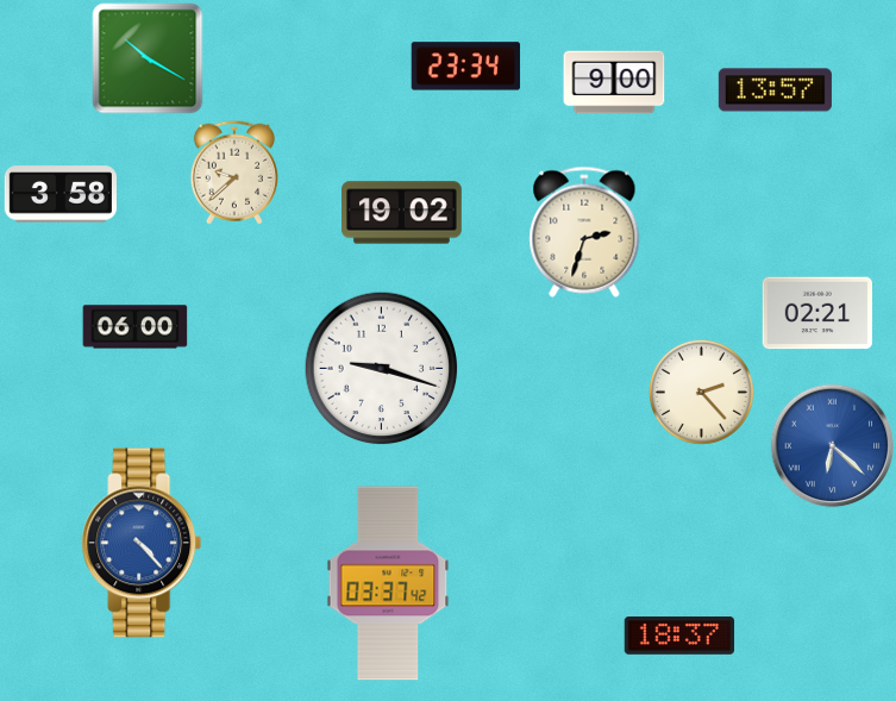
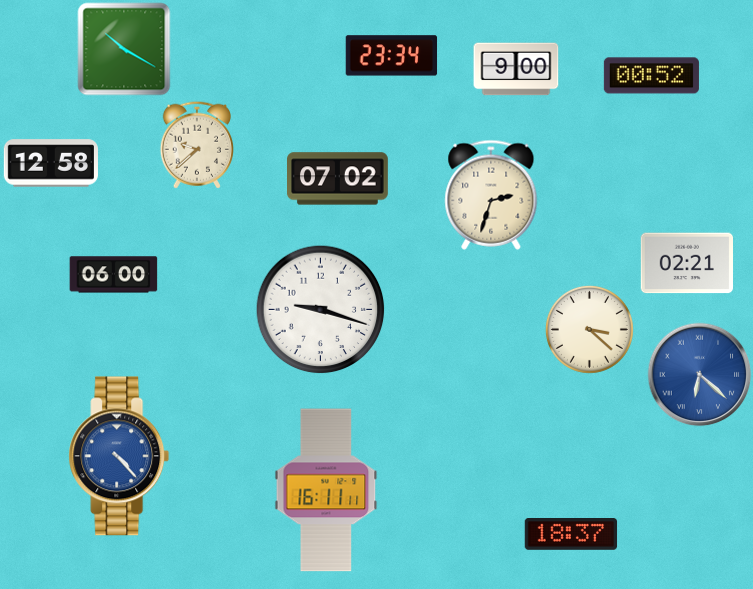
clock at (775, 90): 13:57 -> 00:52
clock at (61, 194): 3:58 -> 12:58
clock at (402, 213): 19:02 -> 07:02
clock at (701, 392): 2:23 -> 3:22
clock at (388, 583): 03:37 -> 16:11
